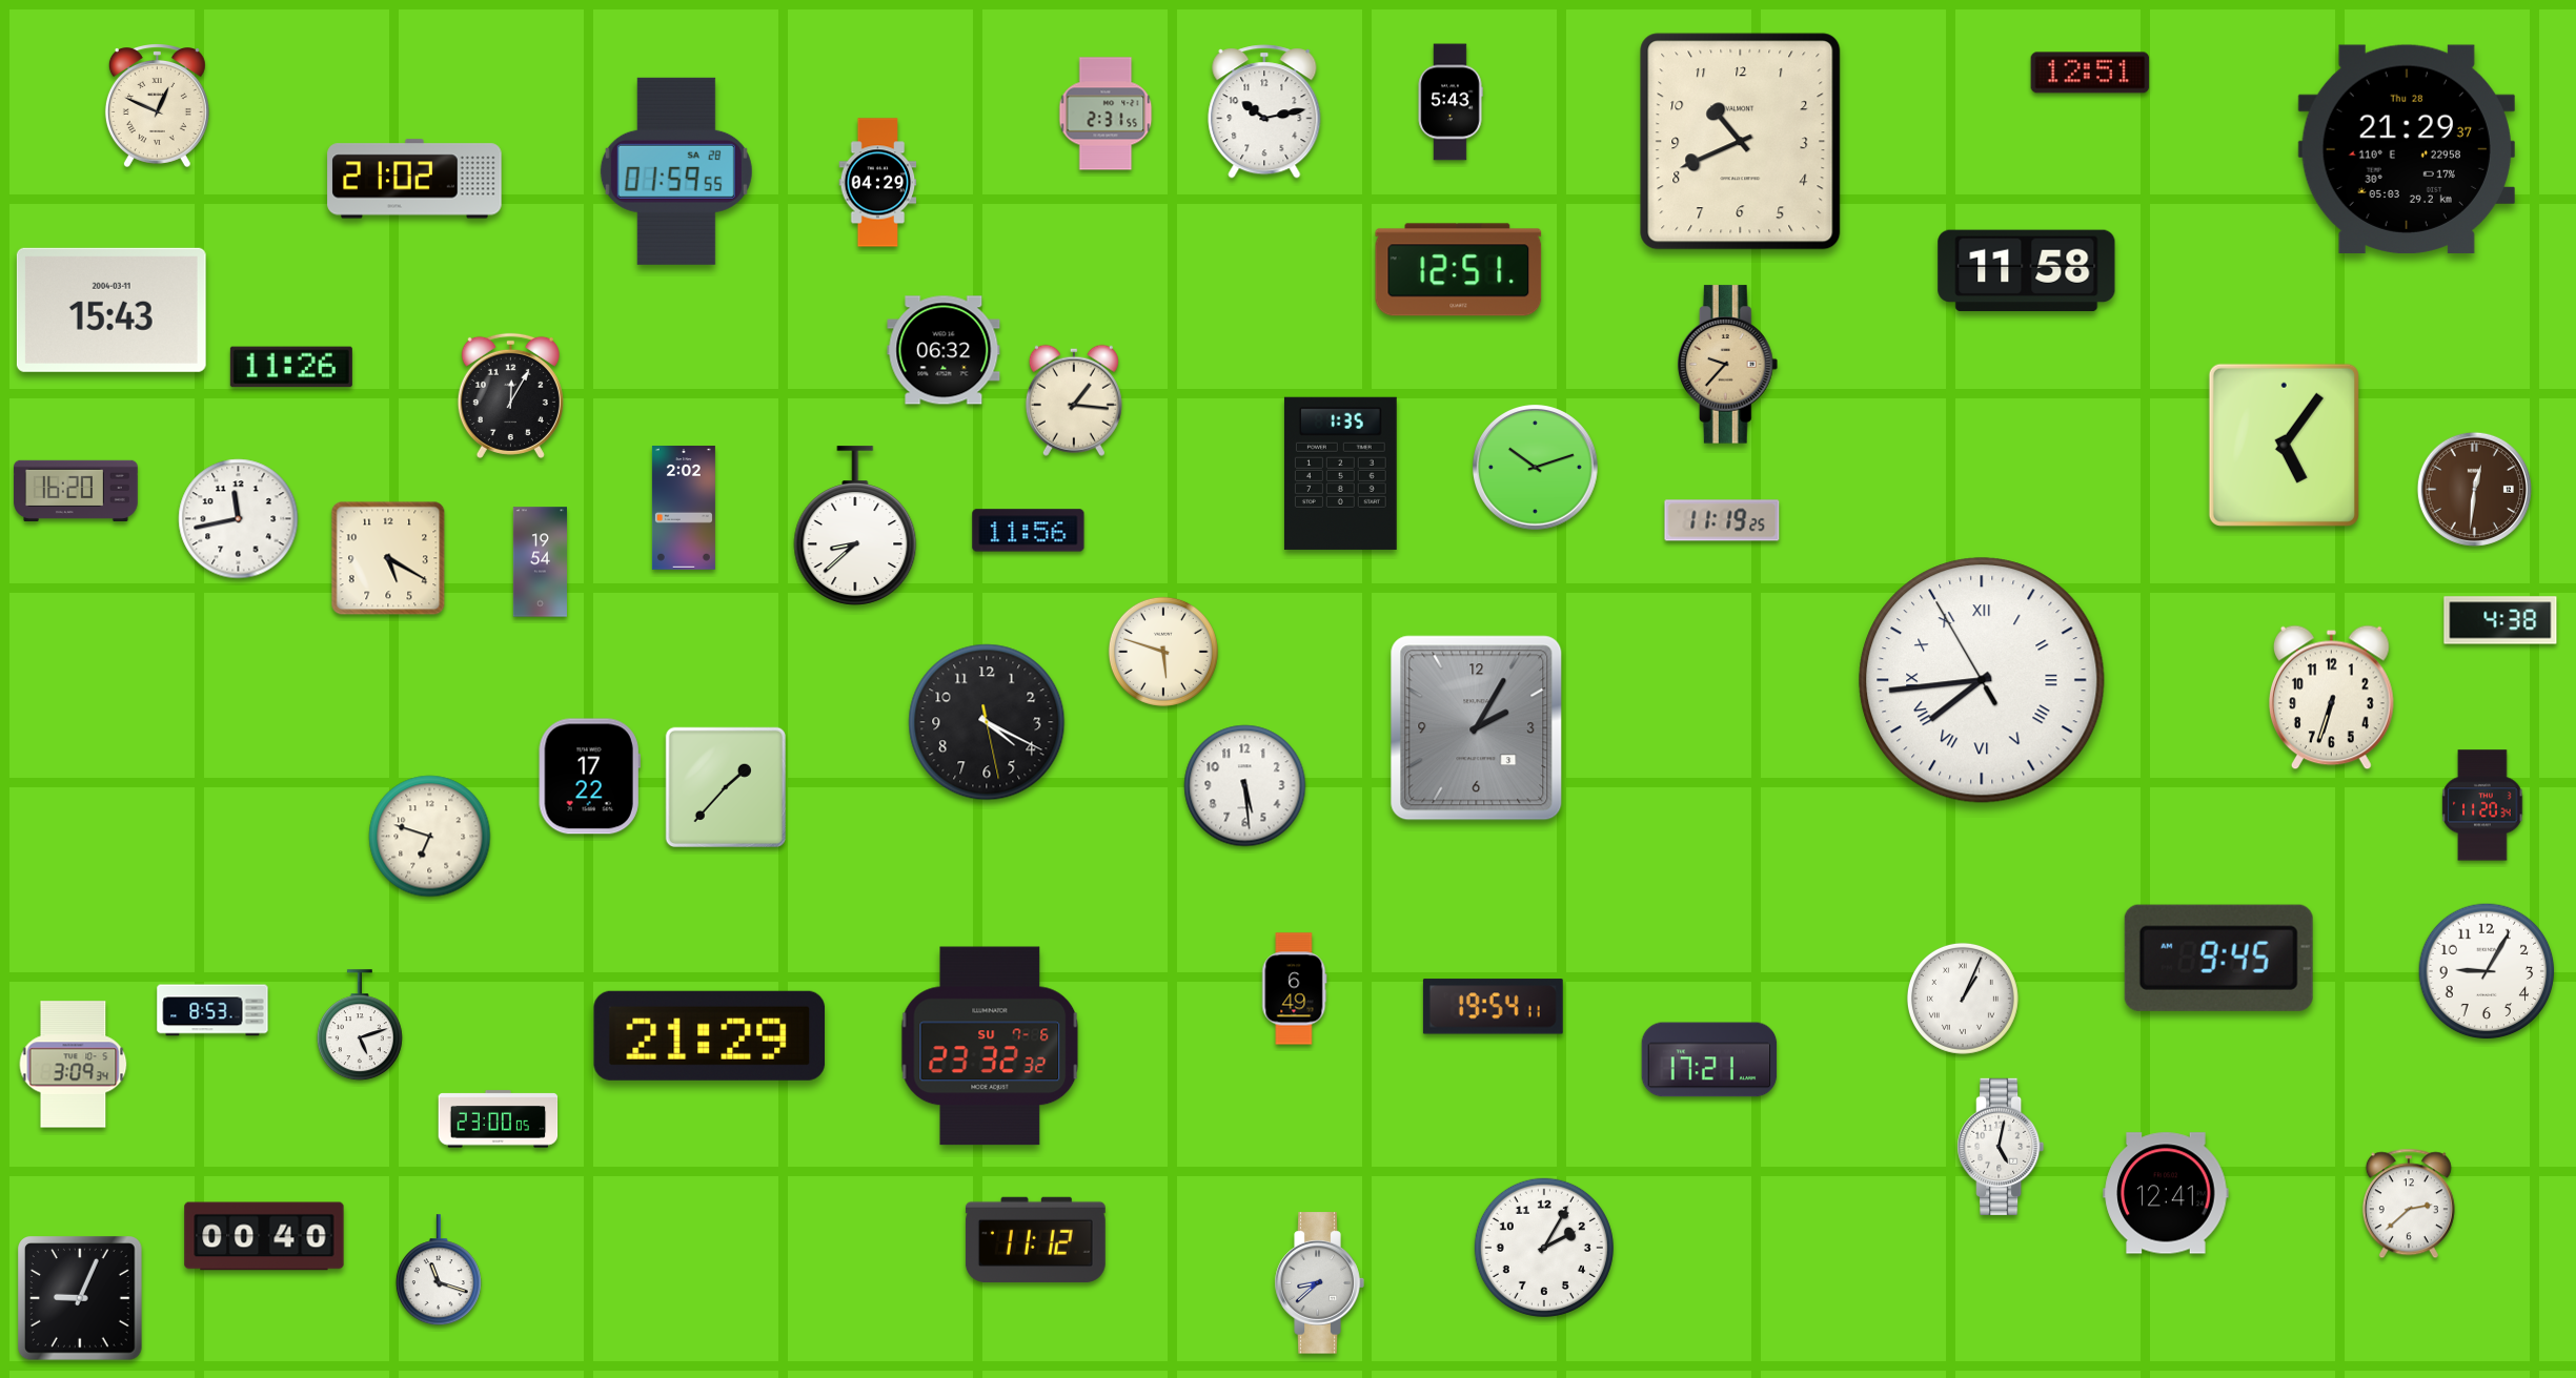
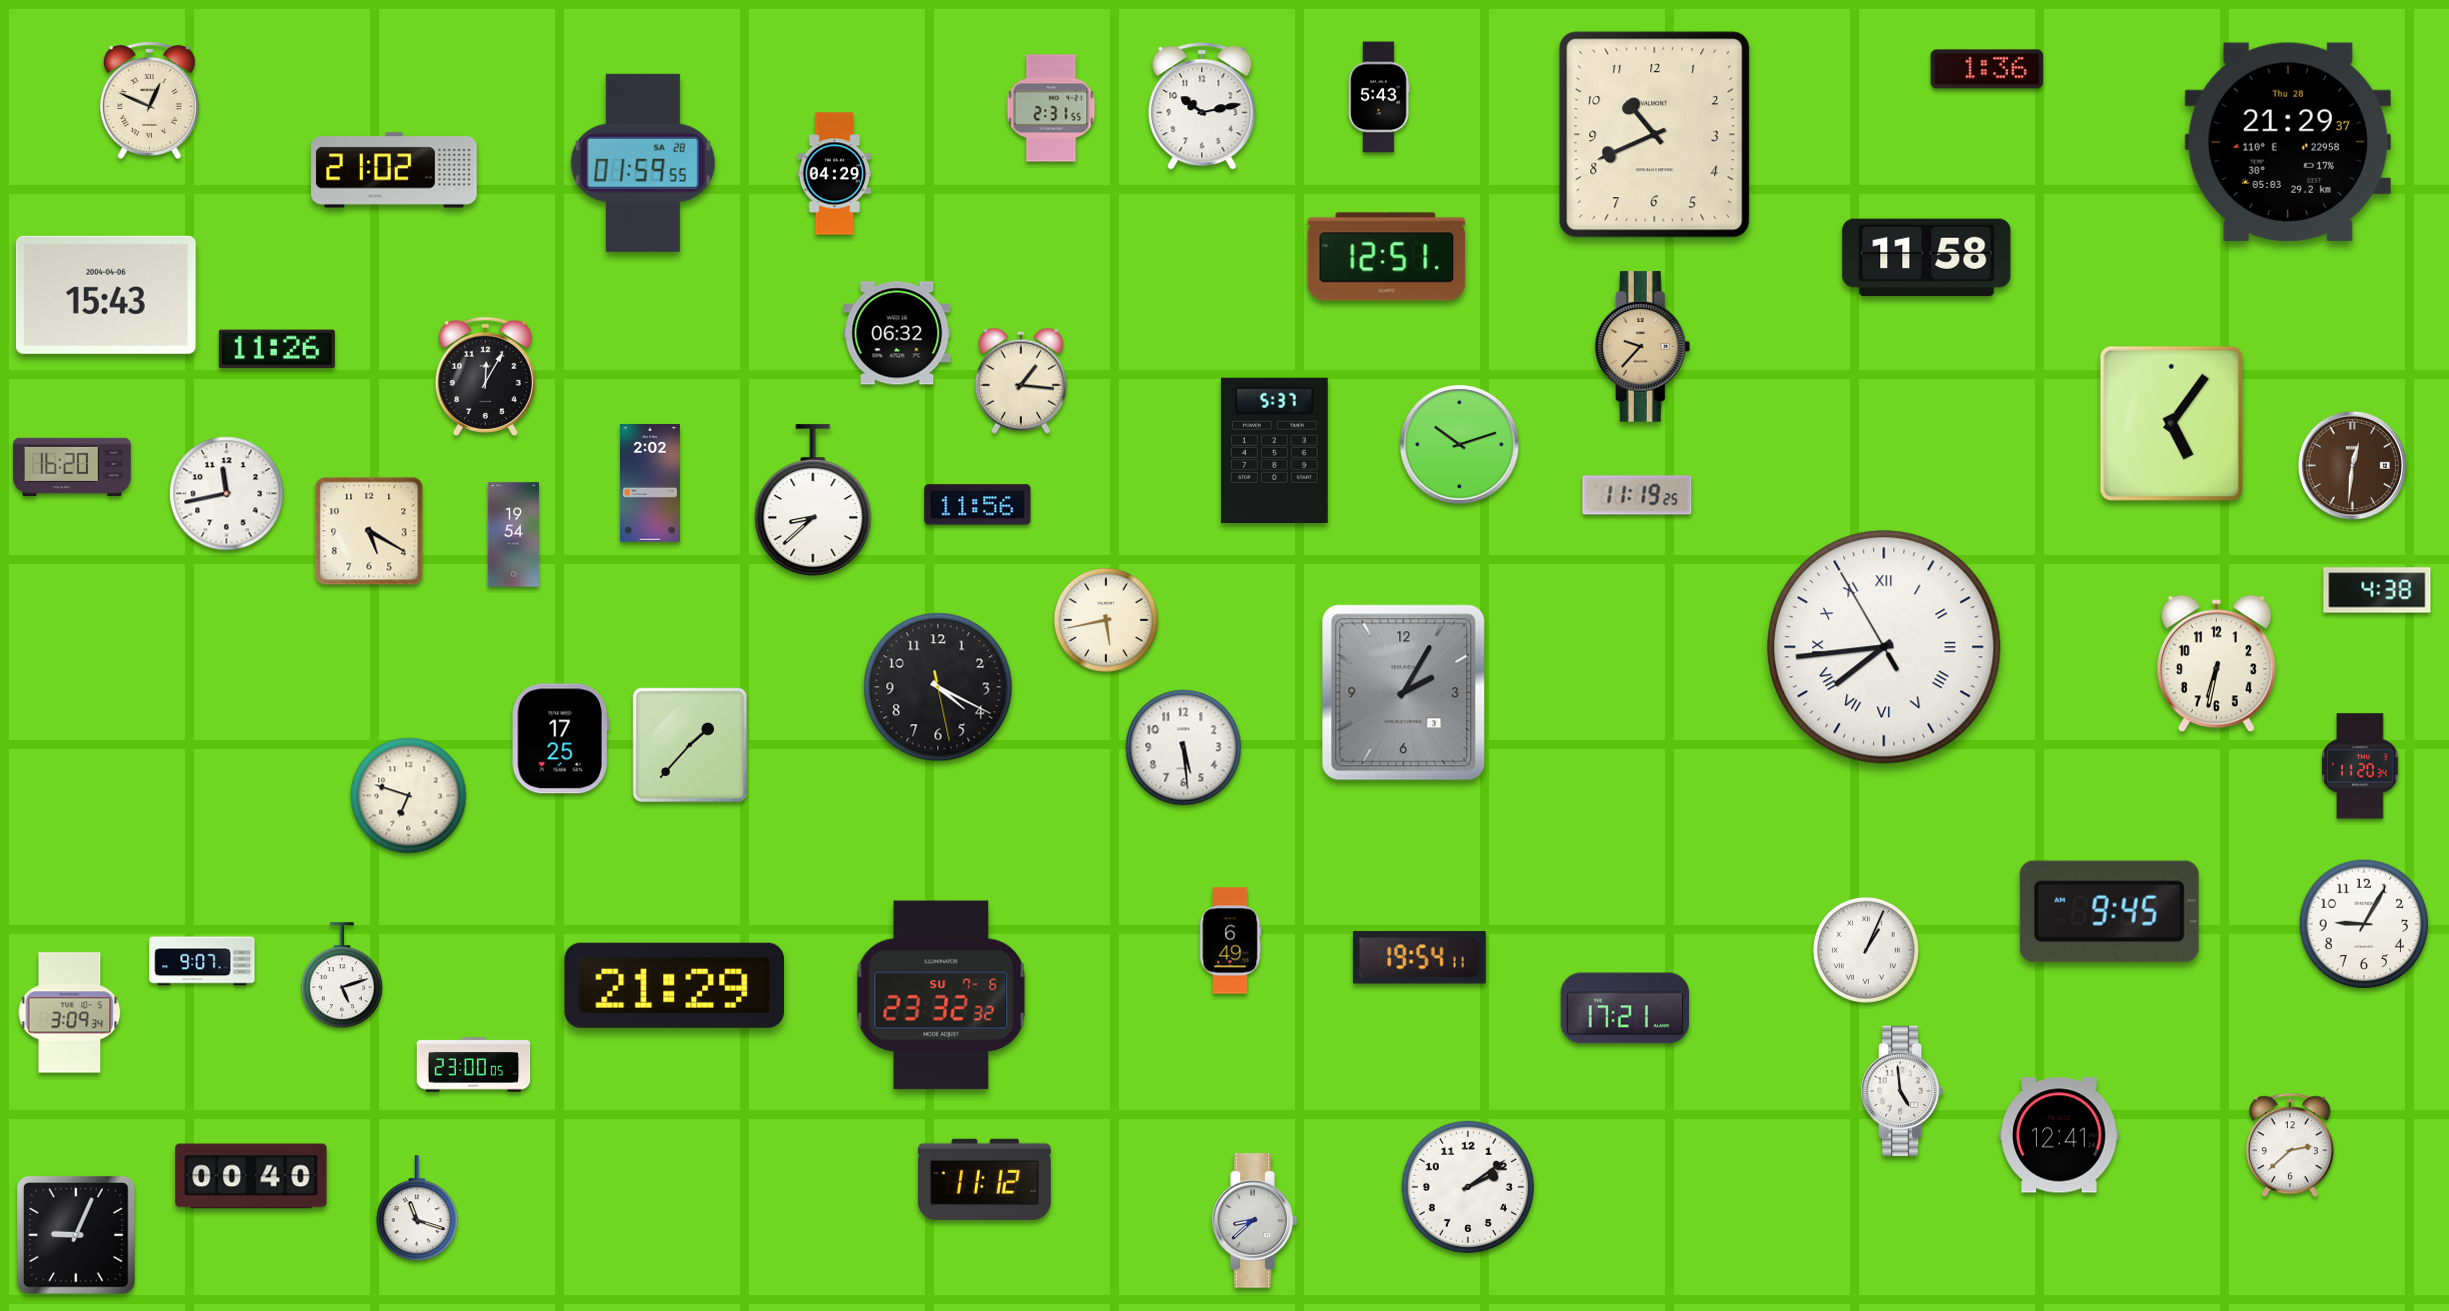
clock at (2090, 73): 12:51 -> 1:36
clock at (111, 310) date: 2004-03-11 -> 2004-04-06
clock at (1340, 473): 1:35 -> 5:37
clock at (1163, 652): 5:48 -> 5:43
clock at (2331, 698): 6:33 -> 6:32
clock at (589, 777): 17:22 -> 17:25
clock at (726, 787) position: (726, 787) -> (690, 745)
clock at (212, 1010): 8:53 -> 9:07
clock at (2001, 1147): 5:02 -> 4:59
clock at (1544, 1248): 2:05 -> 2:09
